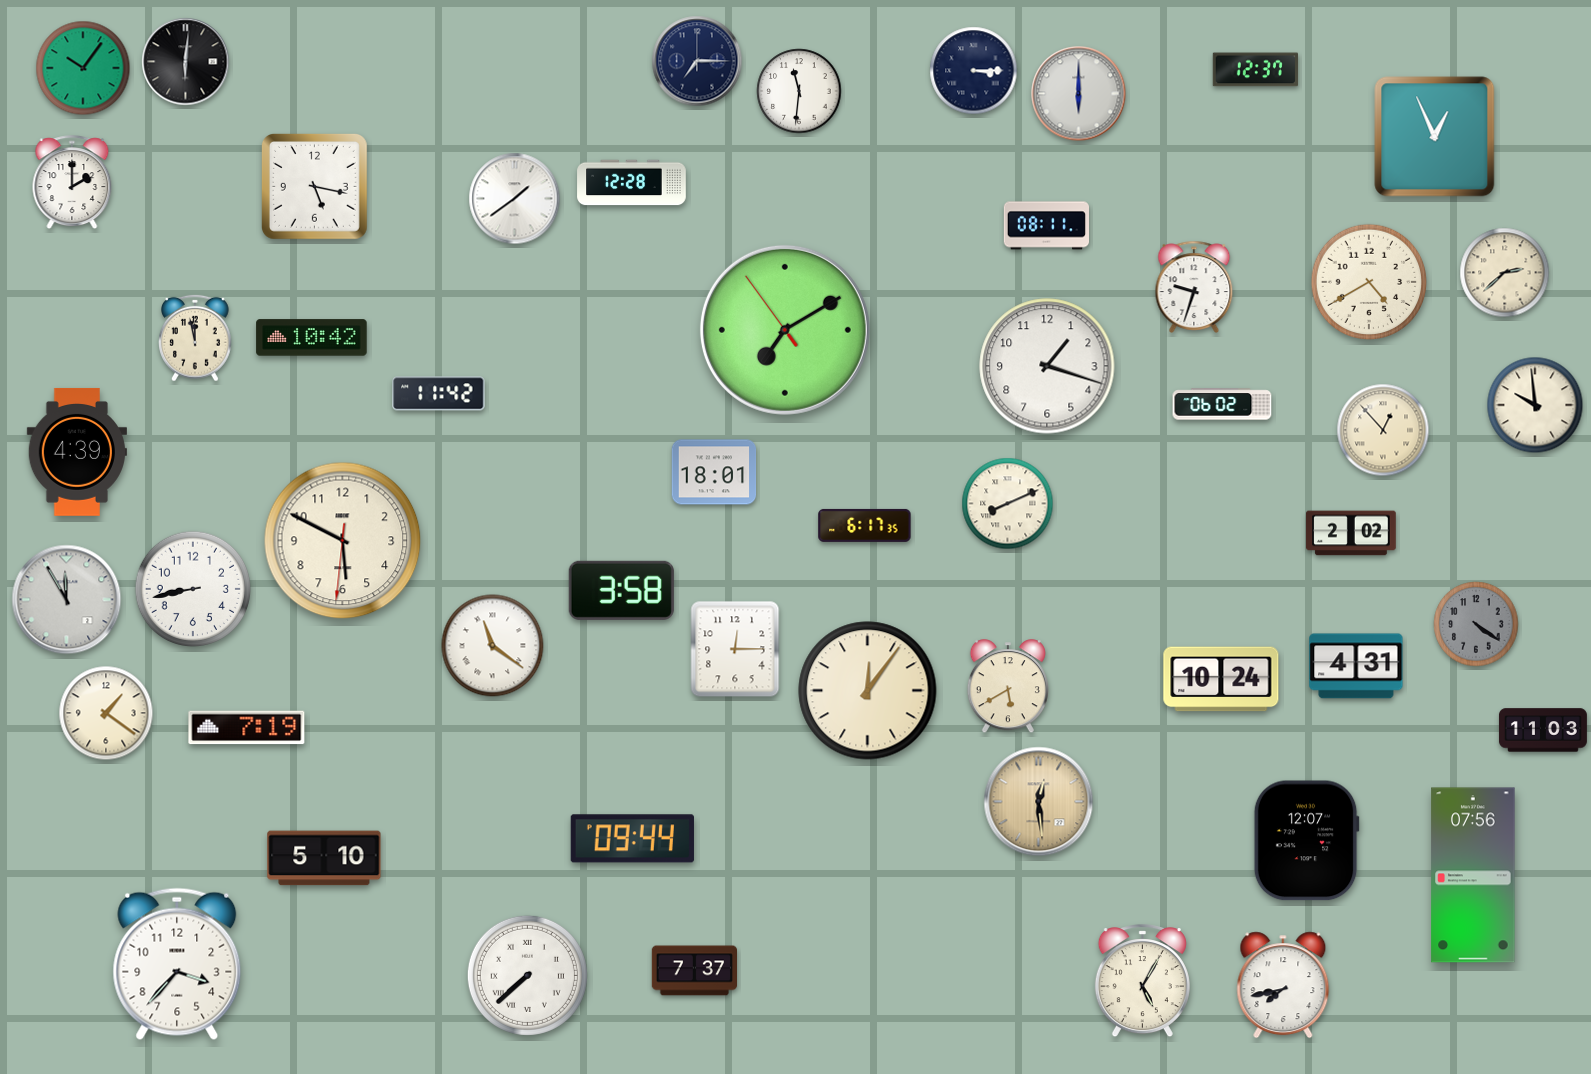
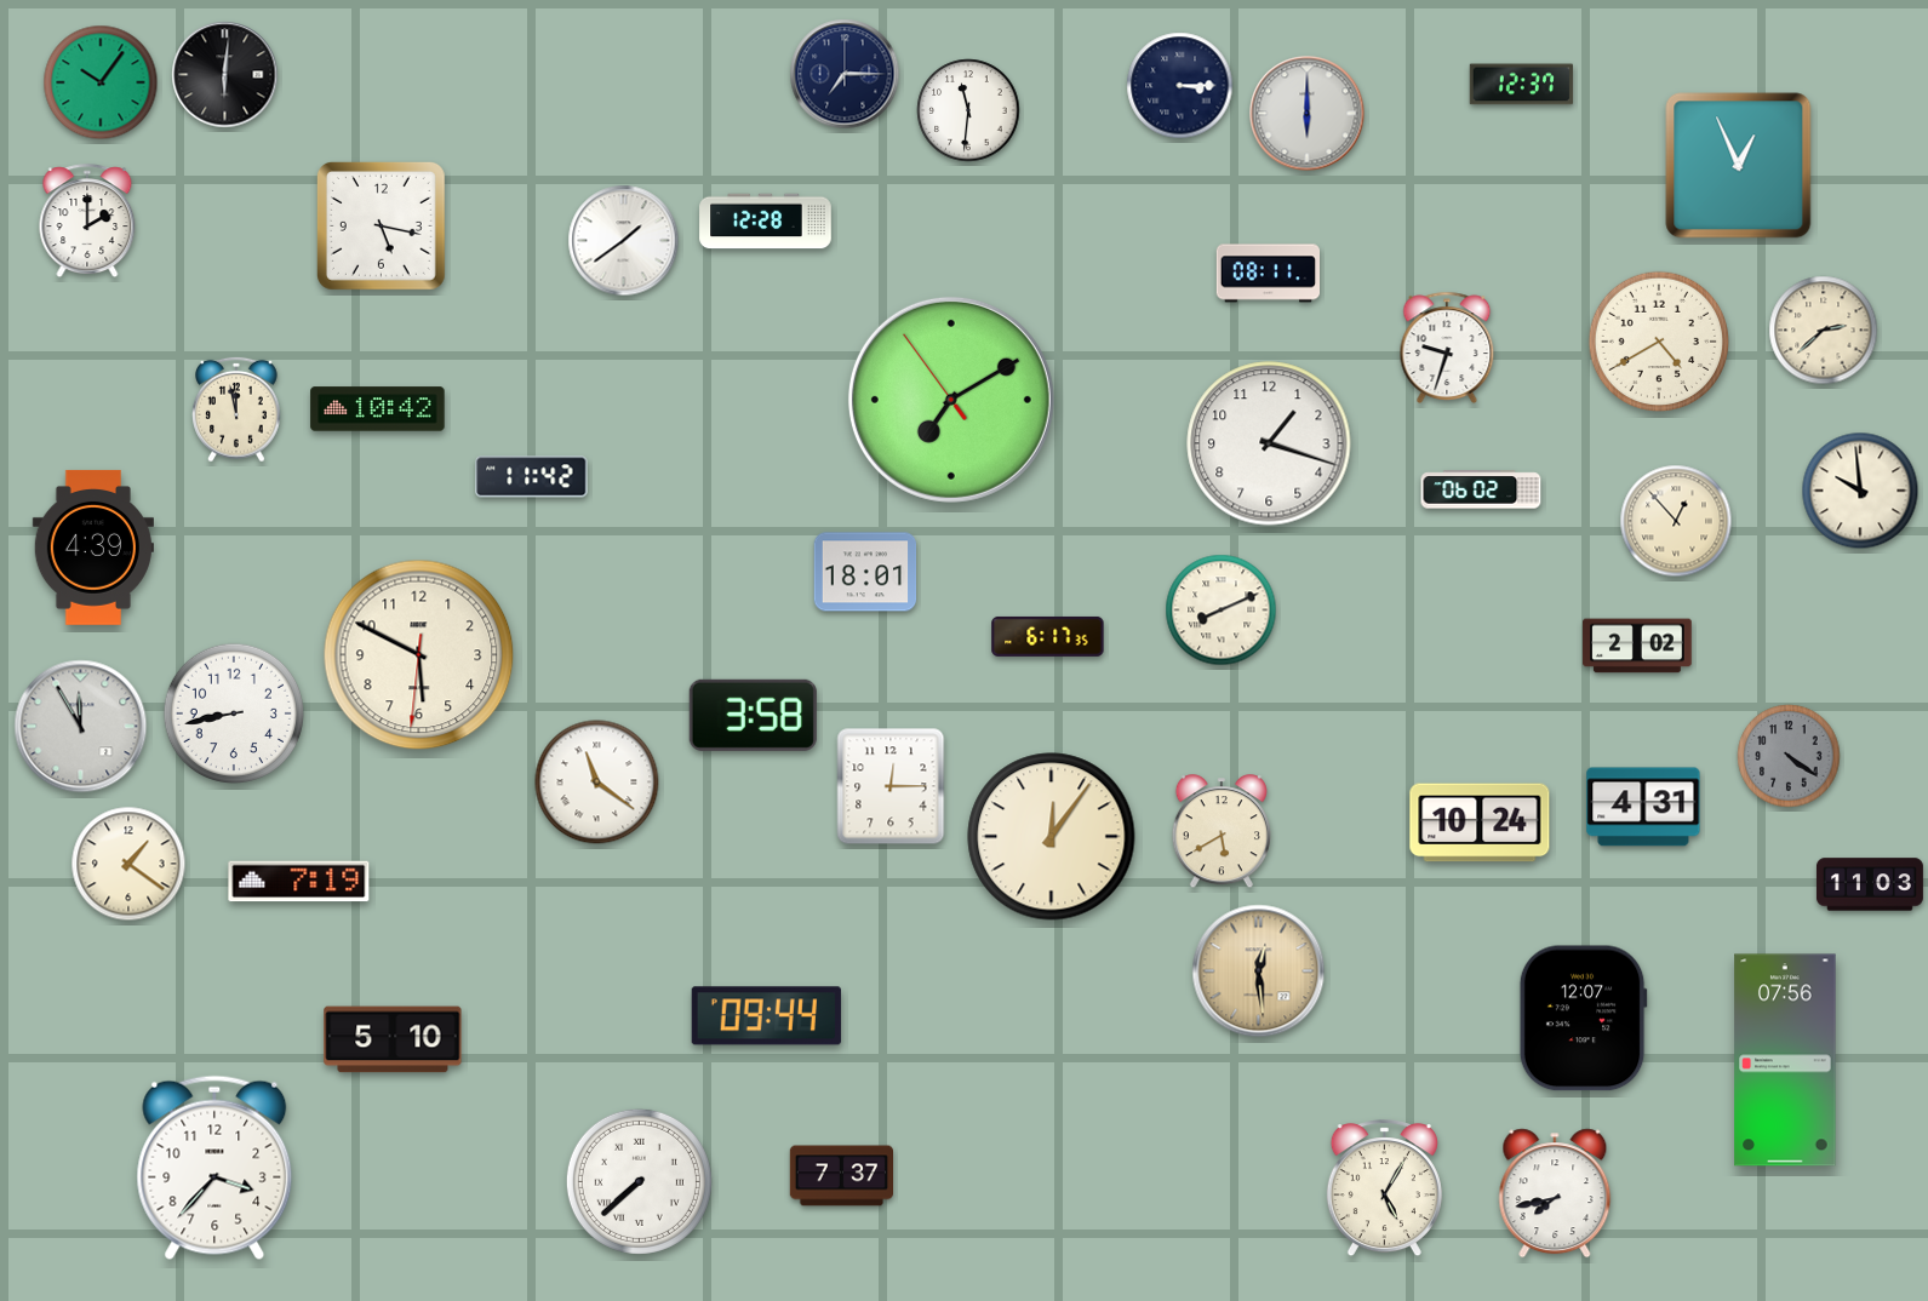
clock at (343, 541) position: (343, 541) -> (419, 655)
